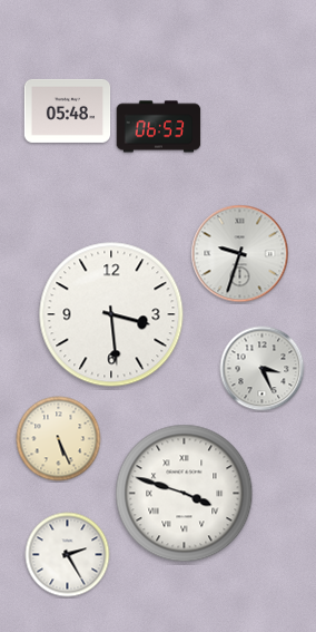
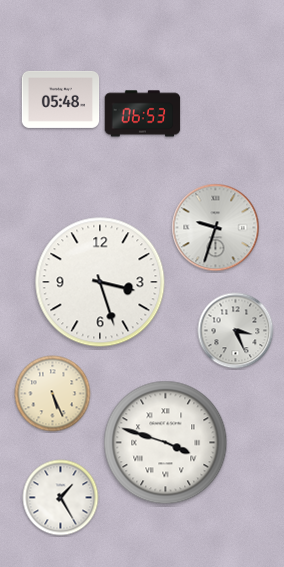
clock at (111, 314): 3:29 -> 3:27
clock at (68, 555): 2:25 -> 1:25
